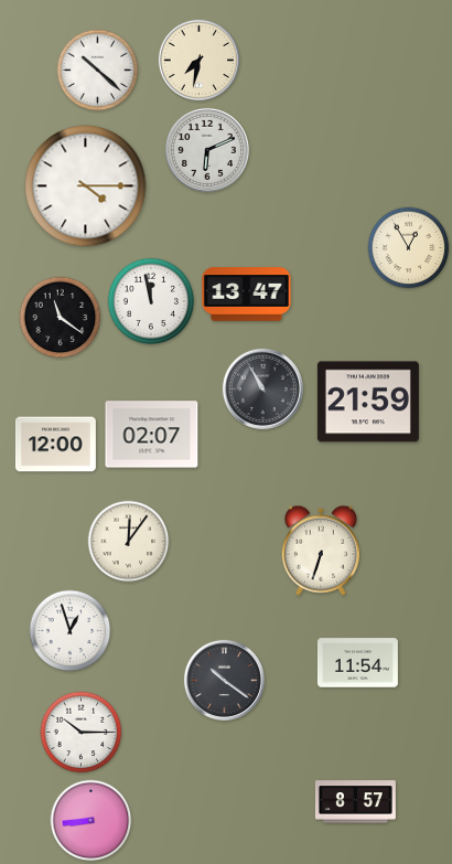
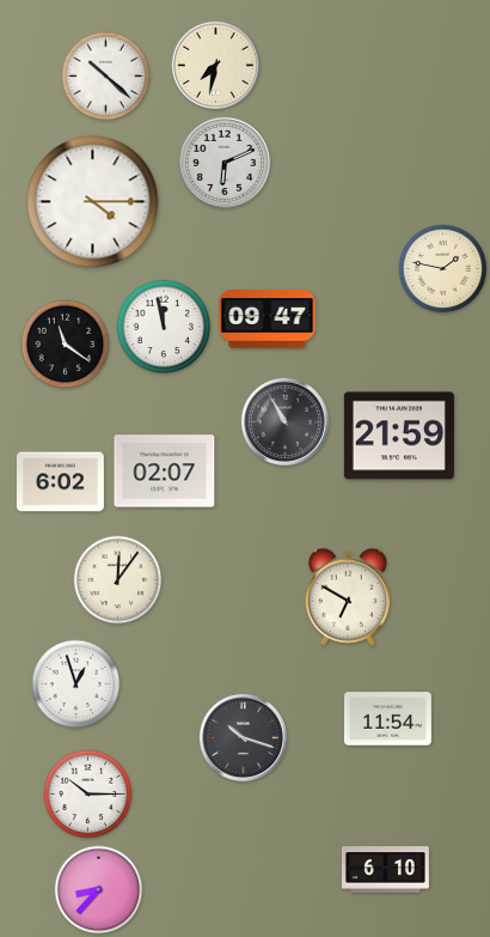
clock at (409, 248): 12:55 -> 1:47
clock at (247, 295): 13:47 -> 09:47
clock at (55, 445): 12:00 -> 6:02
clock at (129, 542) position: (129, 542) -> (118, 580)
clock at (321, 551): 6:33 -> 6:50
clock at (224, 680): 10:21 -> 10:18
clock at (355, 802): 8:57 -> 6:10
clock at (92, 821): 8:44 -> 8:37
